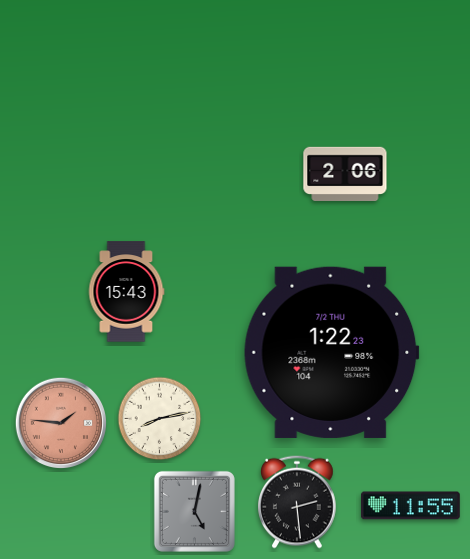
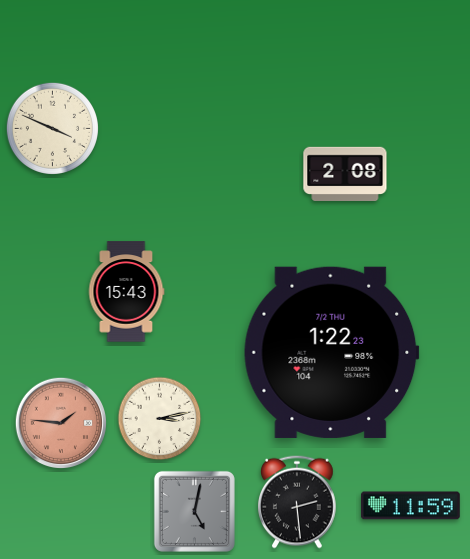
clock at (52, 128): none -> 3:49
clock at (345, 173): 2:06 -> 2:08
clock at (160, 419): 8:13 -> 3:13
clock at (411, 506): 11:55 -> 11:59
